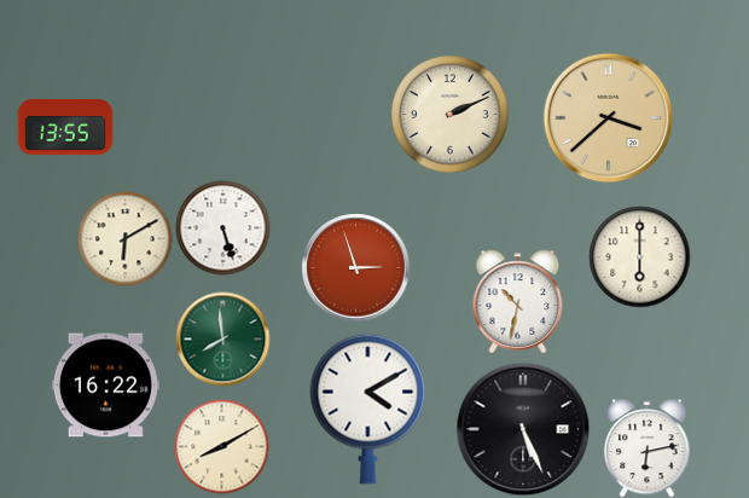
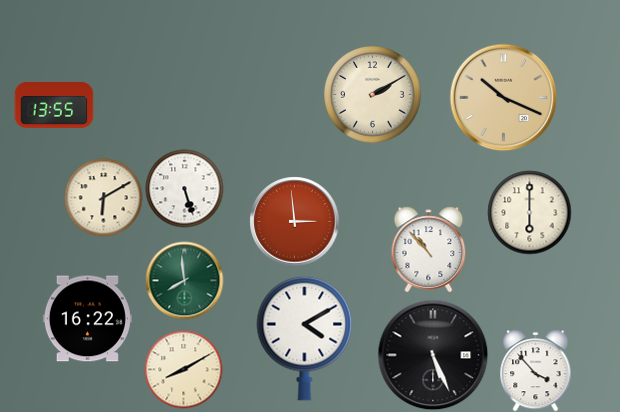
clock at (451, 115): 2:11 -> 2:10
clock at (608, 117): 3:38 -> 10:19
clock at (355, 267): 2:57 -> 2:59
clock at (518, 301): 10:32 -> 10:53
clock at (648, 448): 6:13 -> 3:53
